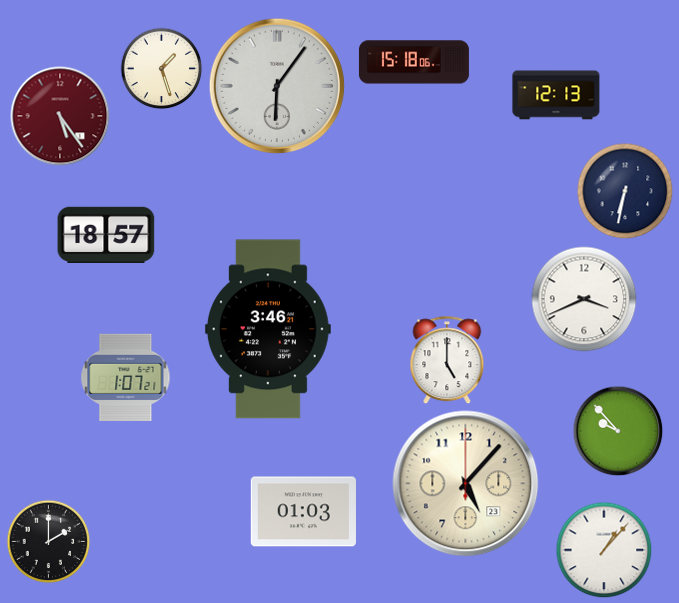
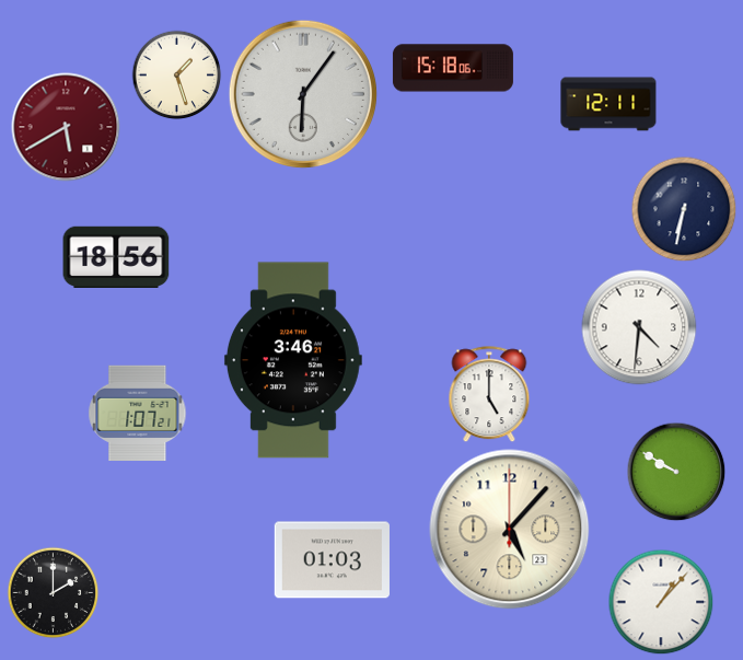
clock at (556, 95): 12:13 -> 12:11
clock at (60, 116): 5:24 -> 5:40
clock at (106, 234): 18:57 -> 18:56
clock at (584, 299): 3:41 -> 4:31
clock at (618, 431): 9:53 -> 9:50
